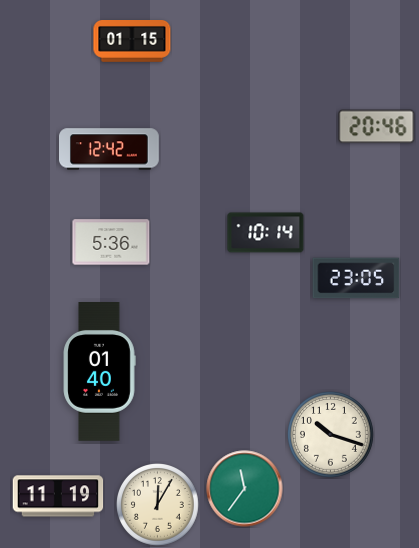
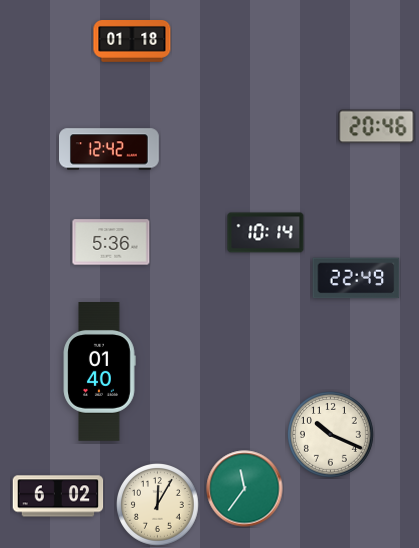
clock at (132, 42): 01:15 -> 01:18
clock at (356, 278): 23:05 -> 22:49
clock at (330, 434): 10:18 -> 10:19
clock at (58, 496): 11:19 -> 6:02
